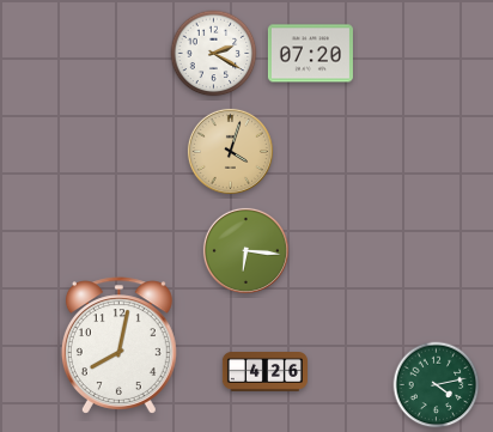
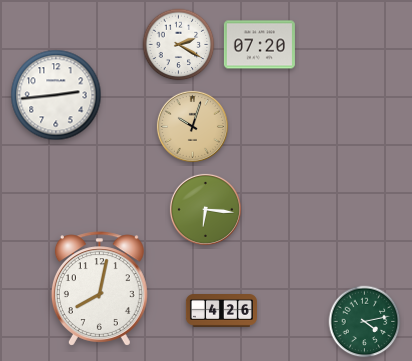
clock at (56, 95): none -> 2:44
clock at (230, 151): 4:03 -> 10:03
